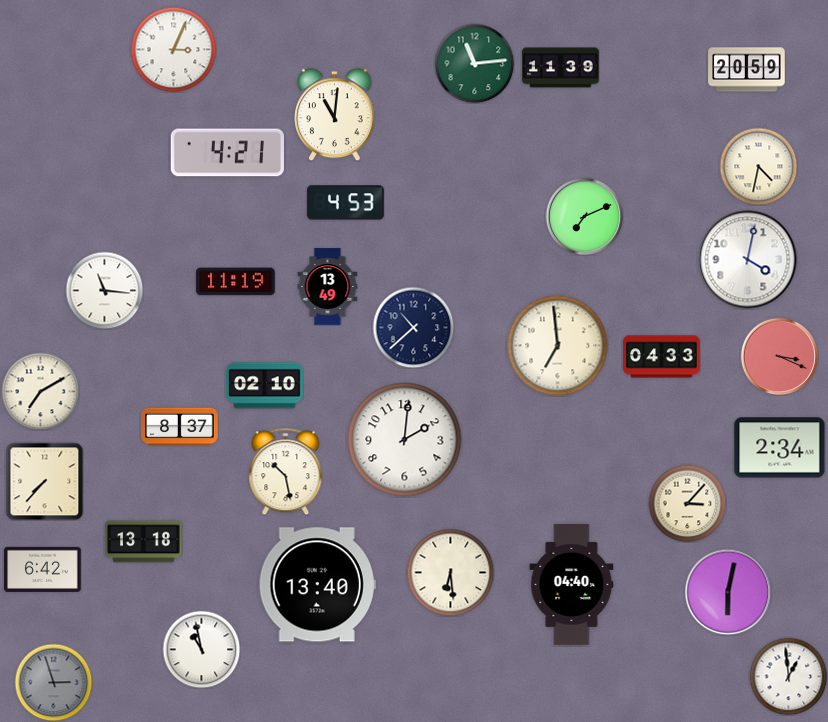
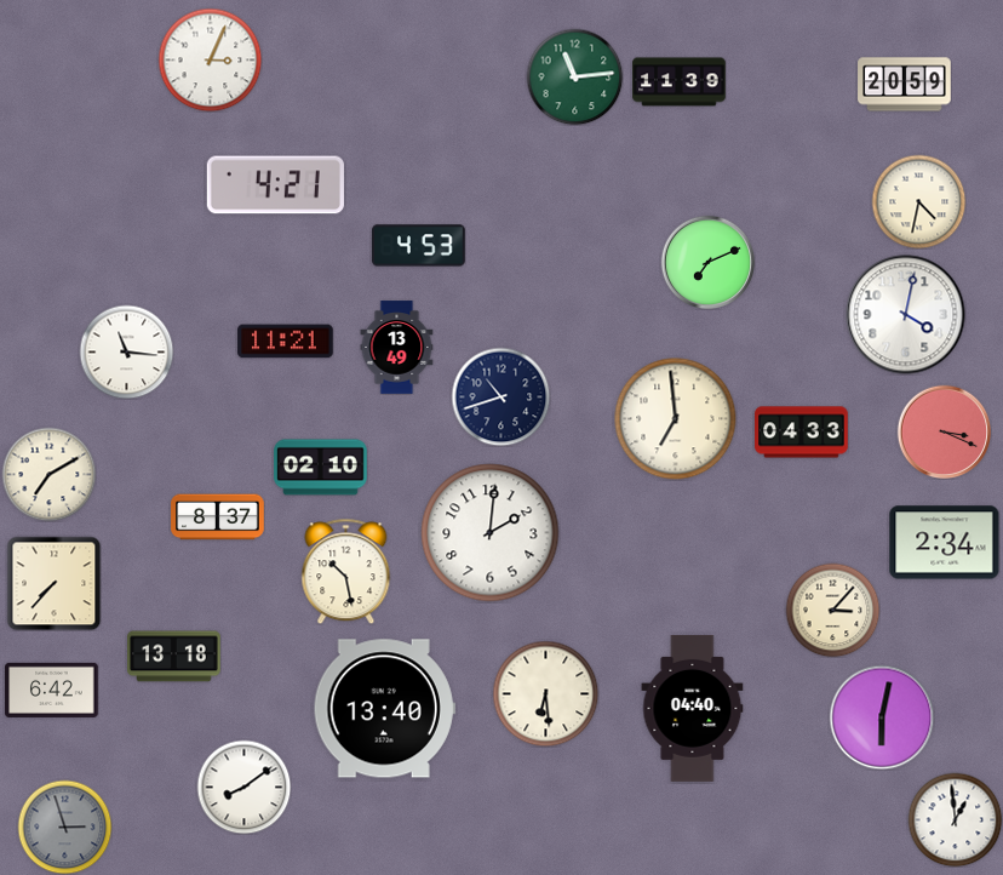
clock at (335, 114): 11:01 -> none
clock at (236, 282): 11:19 -> 11:21
clock at (413, 327): 10:38 -> 10:42
clock at (201, 649): 10:58 -> 8:09
